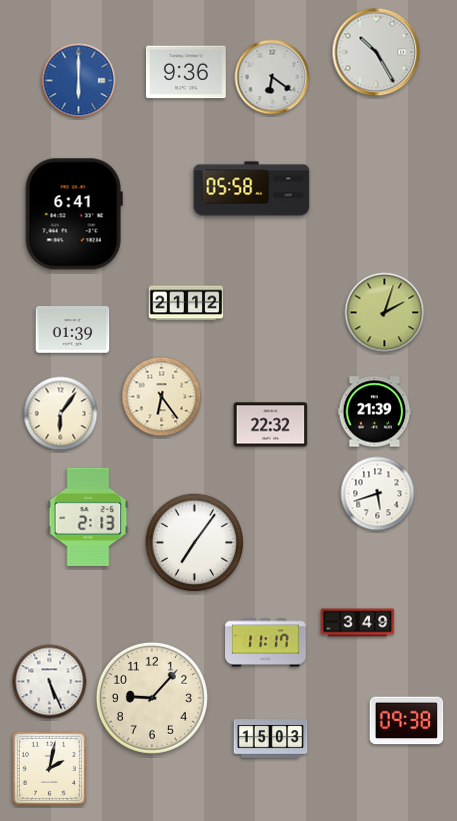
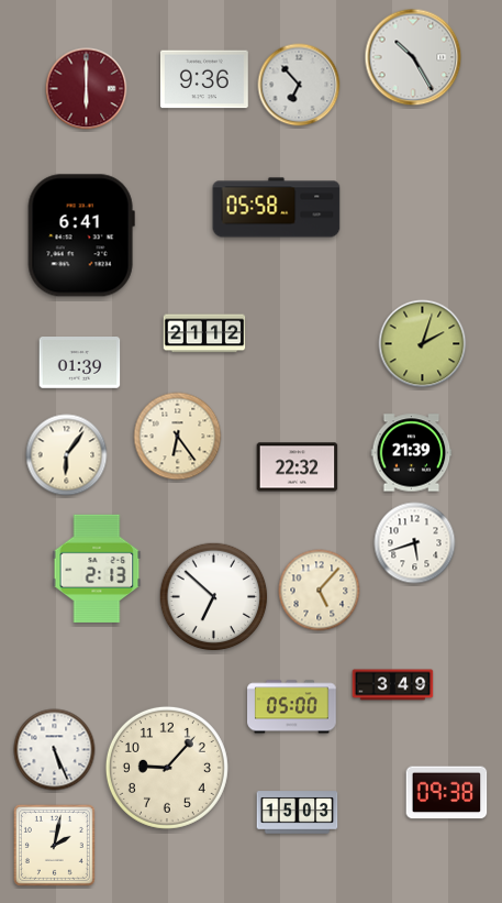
clock at (272, 77): 6:21 -> 6:53
clock at (79, 81) dial: blue -> burgundy
clock at (320, 591): none -> 5:07
clock at (195, 543): 7:06 -> 6:52
clock at (266, 643): 11:17 -> 05:00
